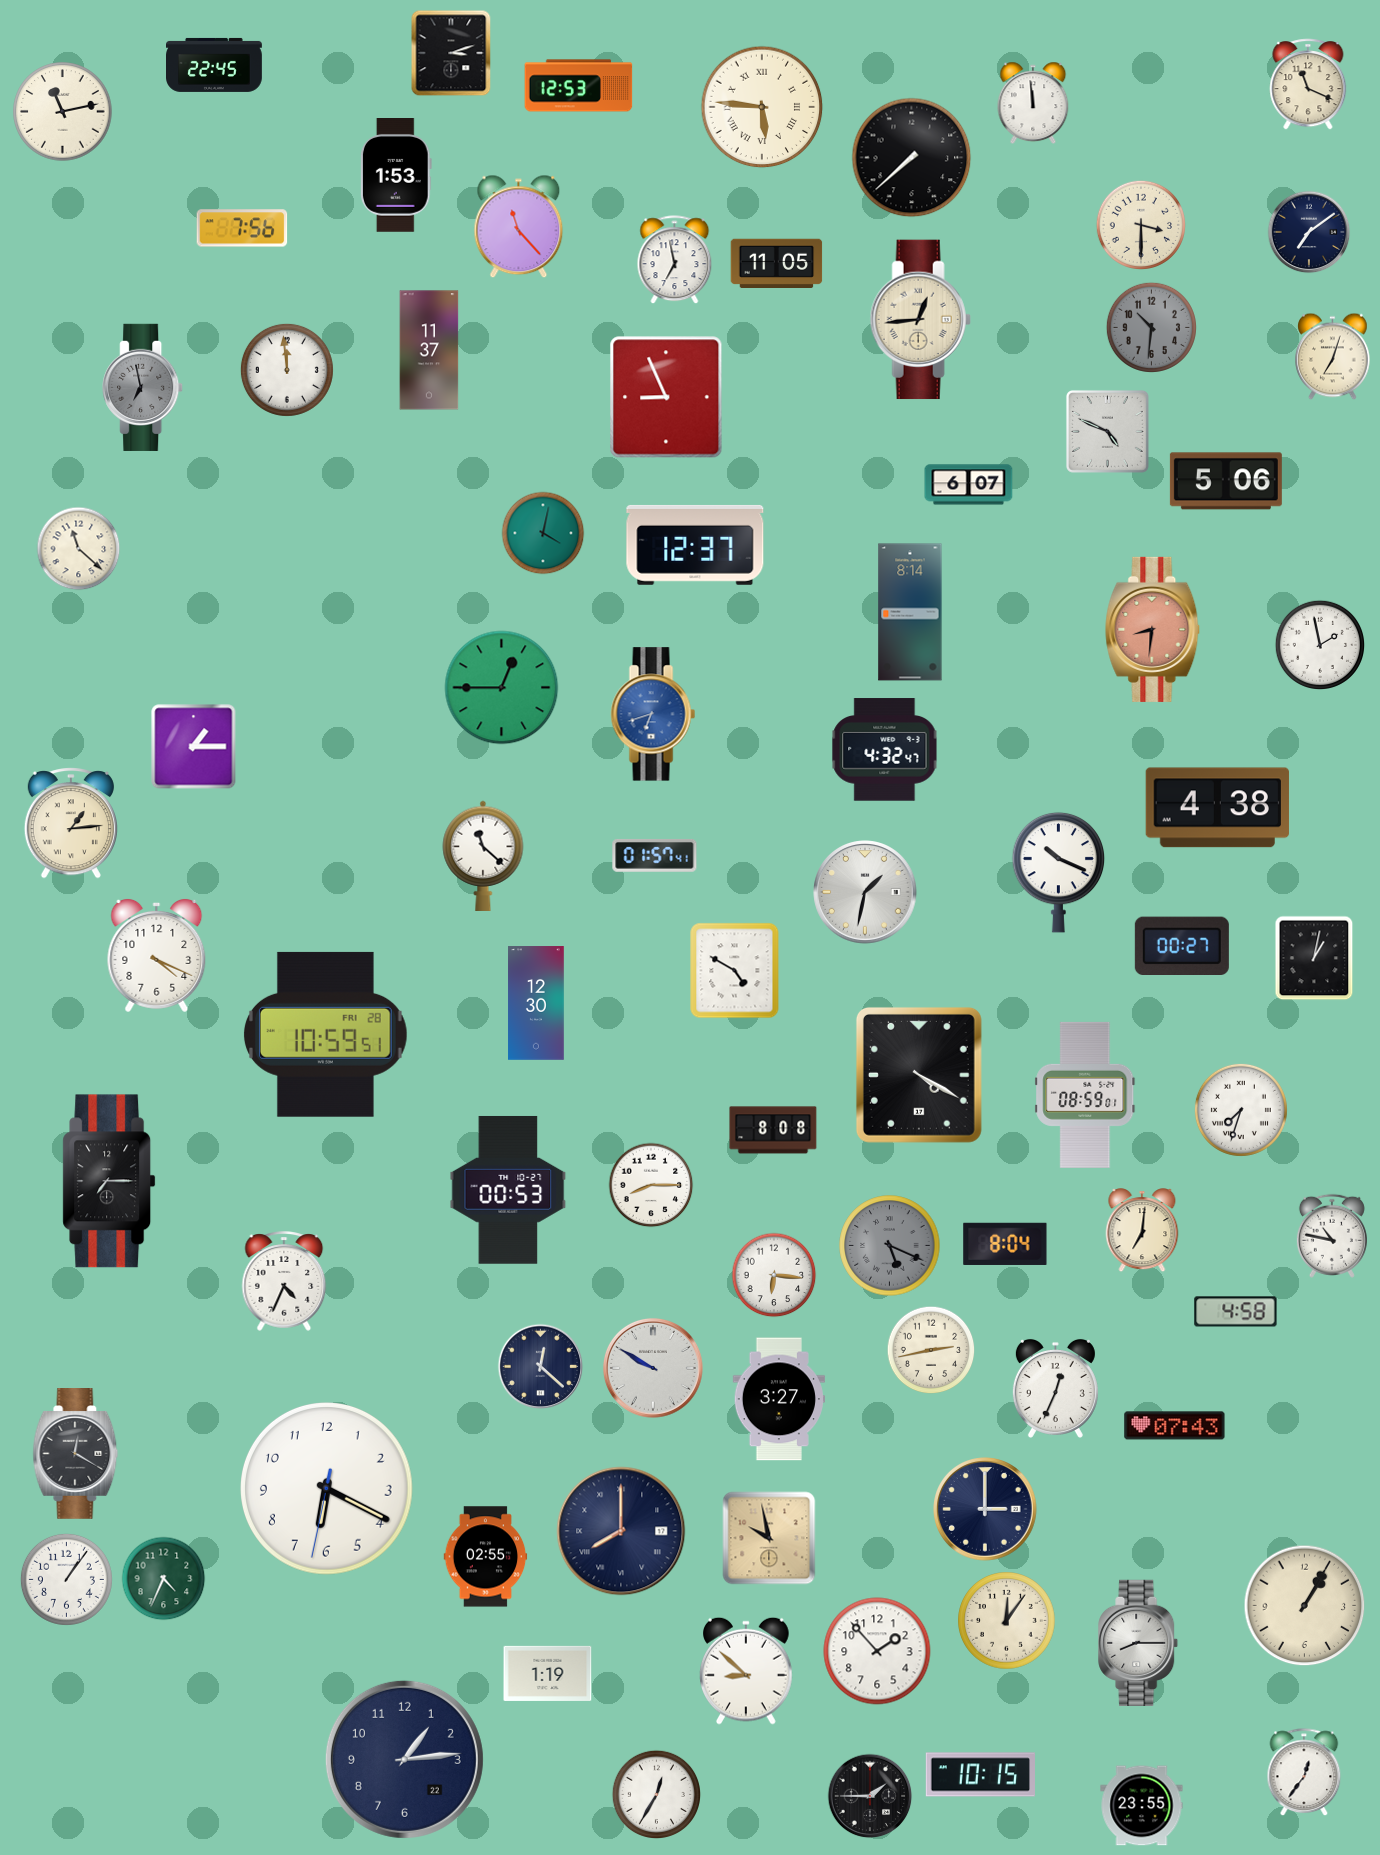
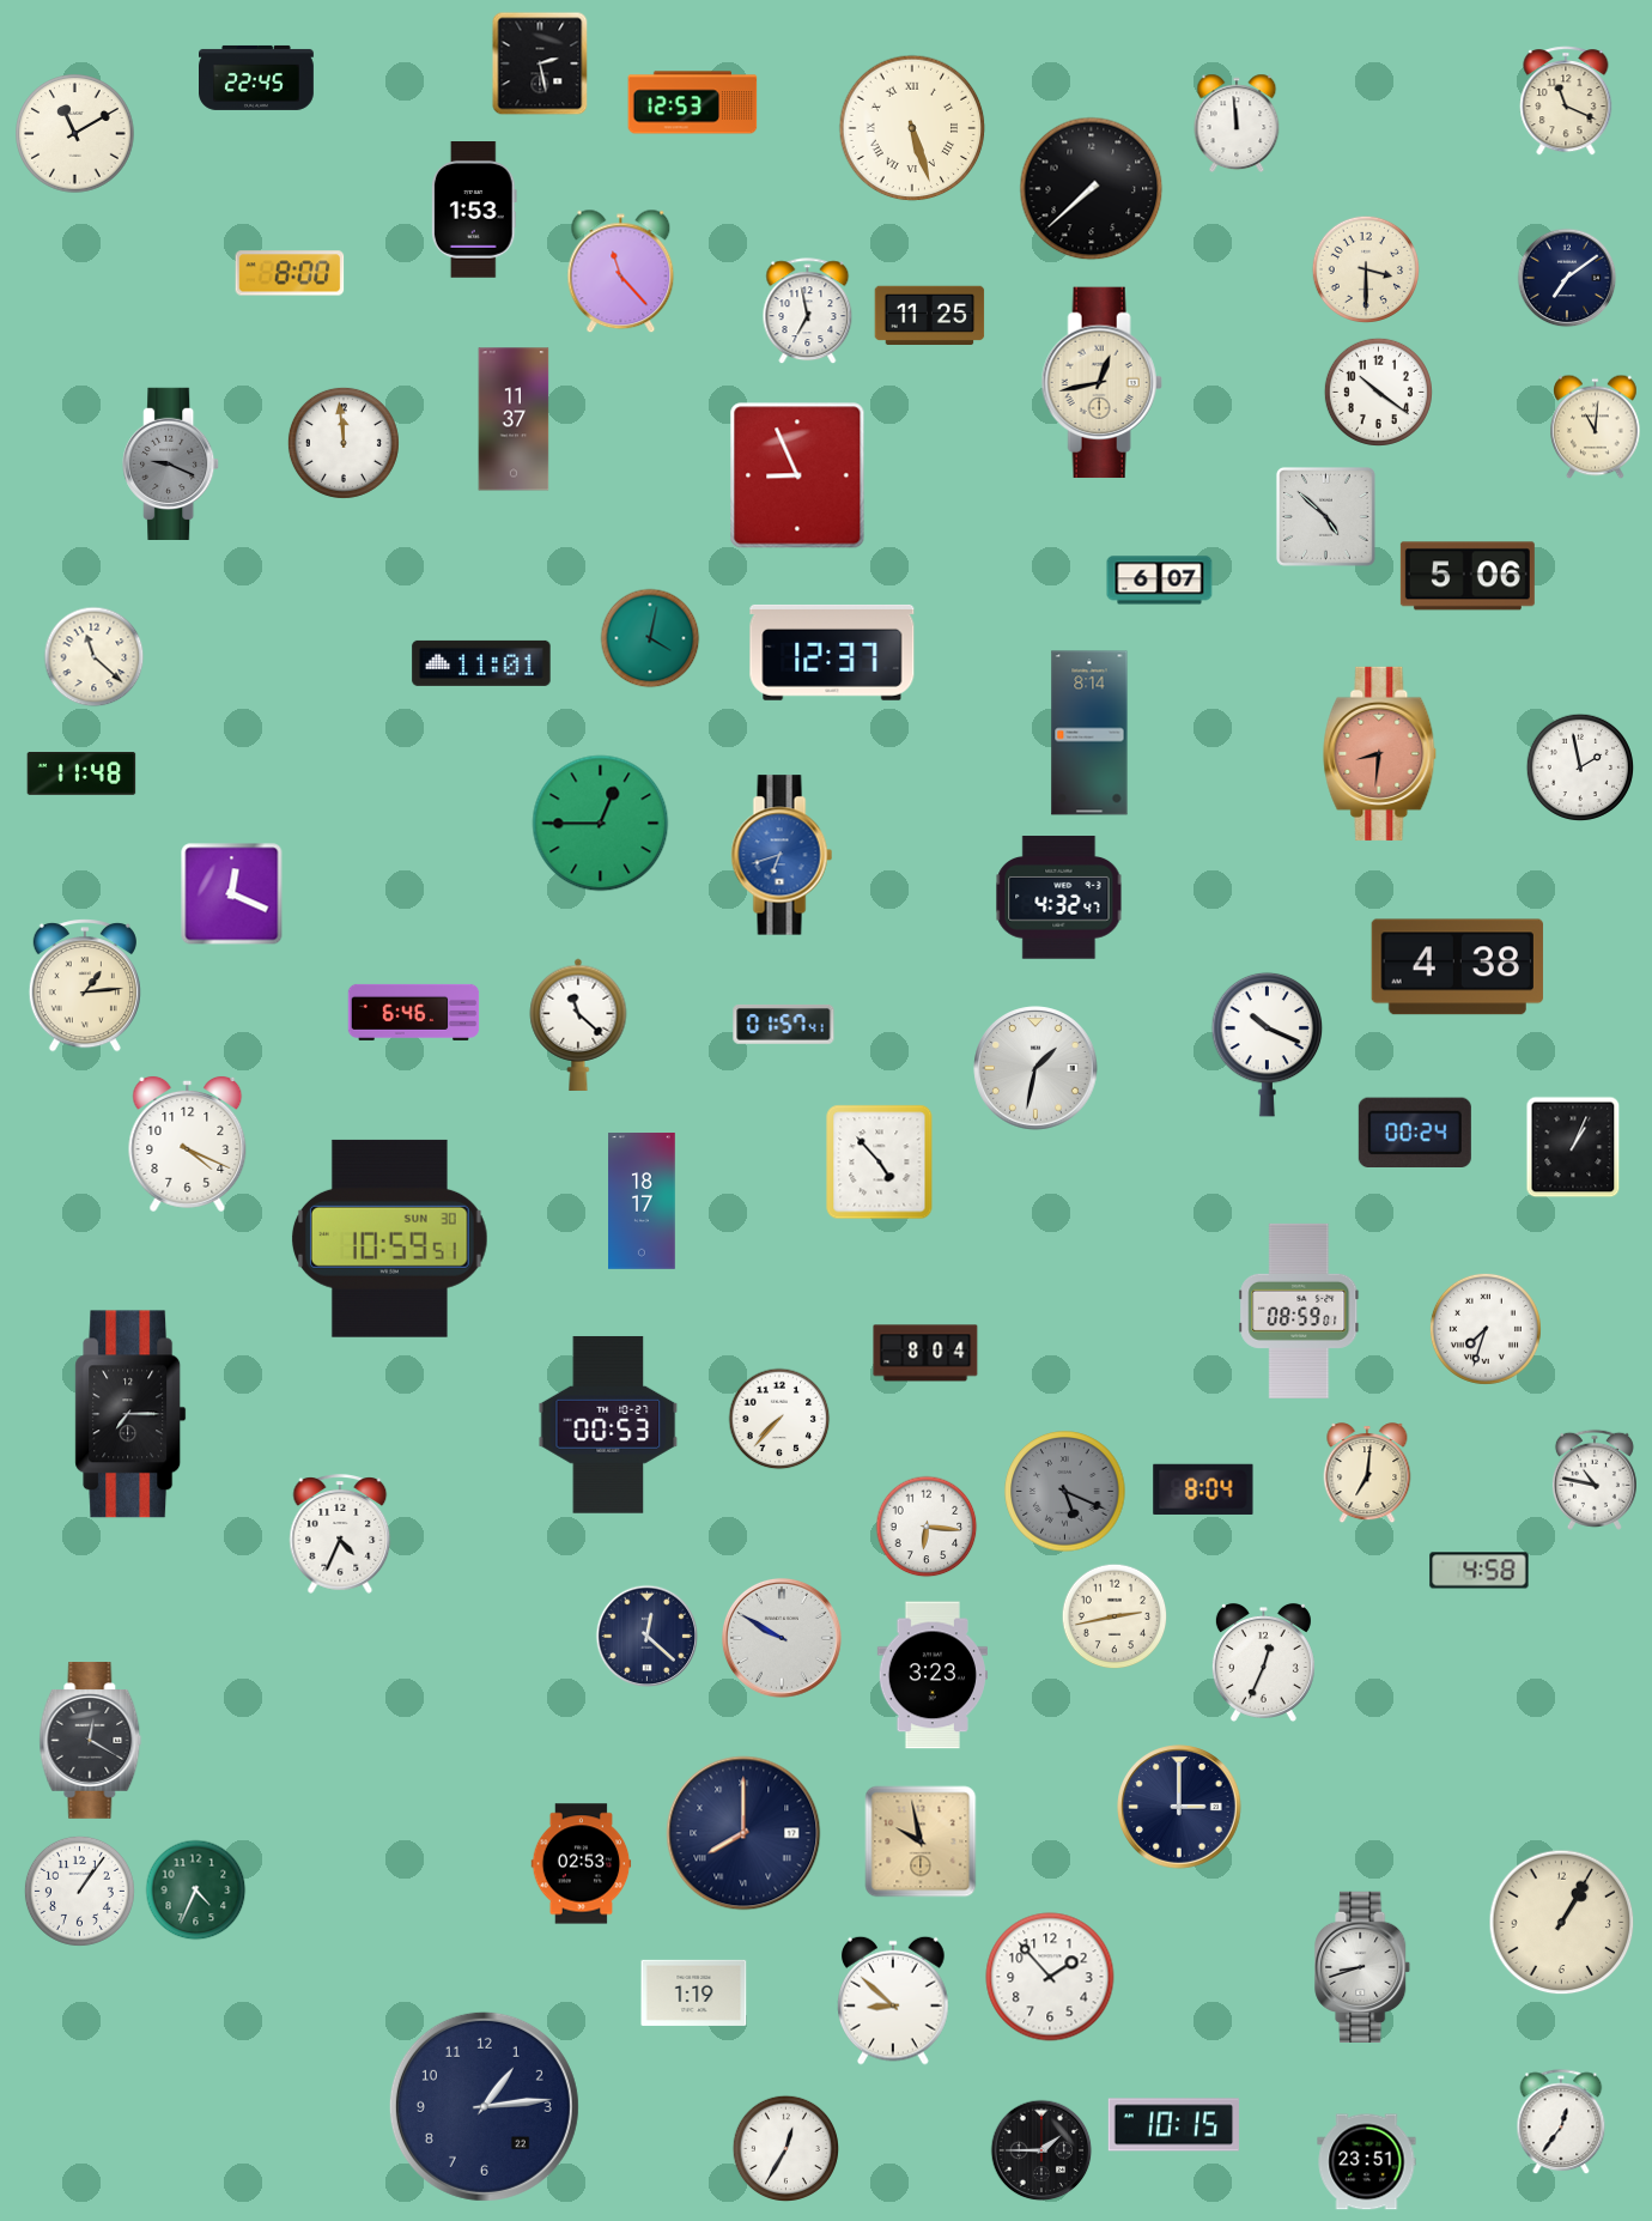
clock at (451, 53): 3:12 -> 2:28
clock at (762, 107): 5:46 -> 5:27
clock at (63, 112): 11:13 -> 11:10
clock at (242, 228): 7:56 -> 8:00
clock at (777, 263): 11:05 -> 11:25
clock at (920, 320): 12:44 -> 12:43
clock at (1151, 327): 10:31 -> 10:21
clock at (1151, 327) dial: grey -> white
clock at (1333, 357): 7:03 -> 11:01
clock at (143, 387): 6:58 -> 9:19
clock at (1107, 431): 4:49 -> 4:52
clock at (481, 663): none -> 11:01
clock at (1319, 644) position: (1319, 644) -> (1579, 766)
clock at (81, 775): none -> 11:48
clock at (194, 747): 1:15 -> 12:19
clock at (414, 1012): none -> 6:46
clock at (1182, 946): 00:27 -> 00:24
clock at (1314, 958): 1:02 -> 1:04
clock at (735, 971): 4:50 -> 4:53
clock at (536, 1003): 12:30 -> 18:17
clock at (326, 1034) date: FRI 28 -> SUN 30
clock at (919, 1075): 4:20 -> none
clock at (773, 1130): 8:08 -> 8:04
clock at (651, 1185): 8:15 -> 7:37
clock at (779, 1399): 3:27 -> 3:23
clock at (1175, 1426): 07:43 -> none
clock at (327, 1489): 6:19 -> none
clock at (486, 1557): 02:55 -> 02:53
clock at (1007, 1621): 12:06 -> none
clock at (1139, 1642): 8:15 -> 8:42
clock at (548, 1673) position: (548, 1673) -> (694, 1992)
clock at (1142, 1806): 23:55 -> 23:51
